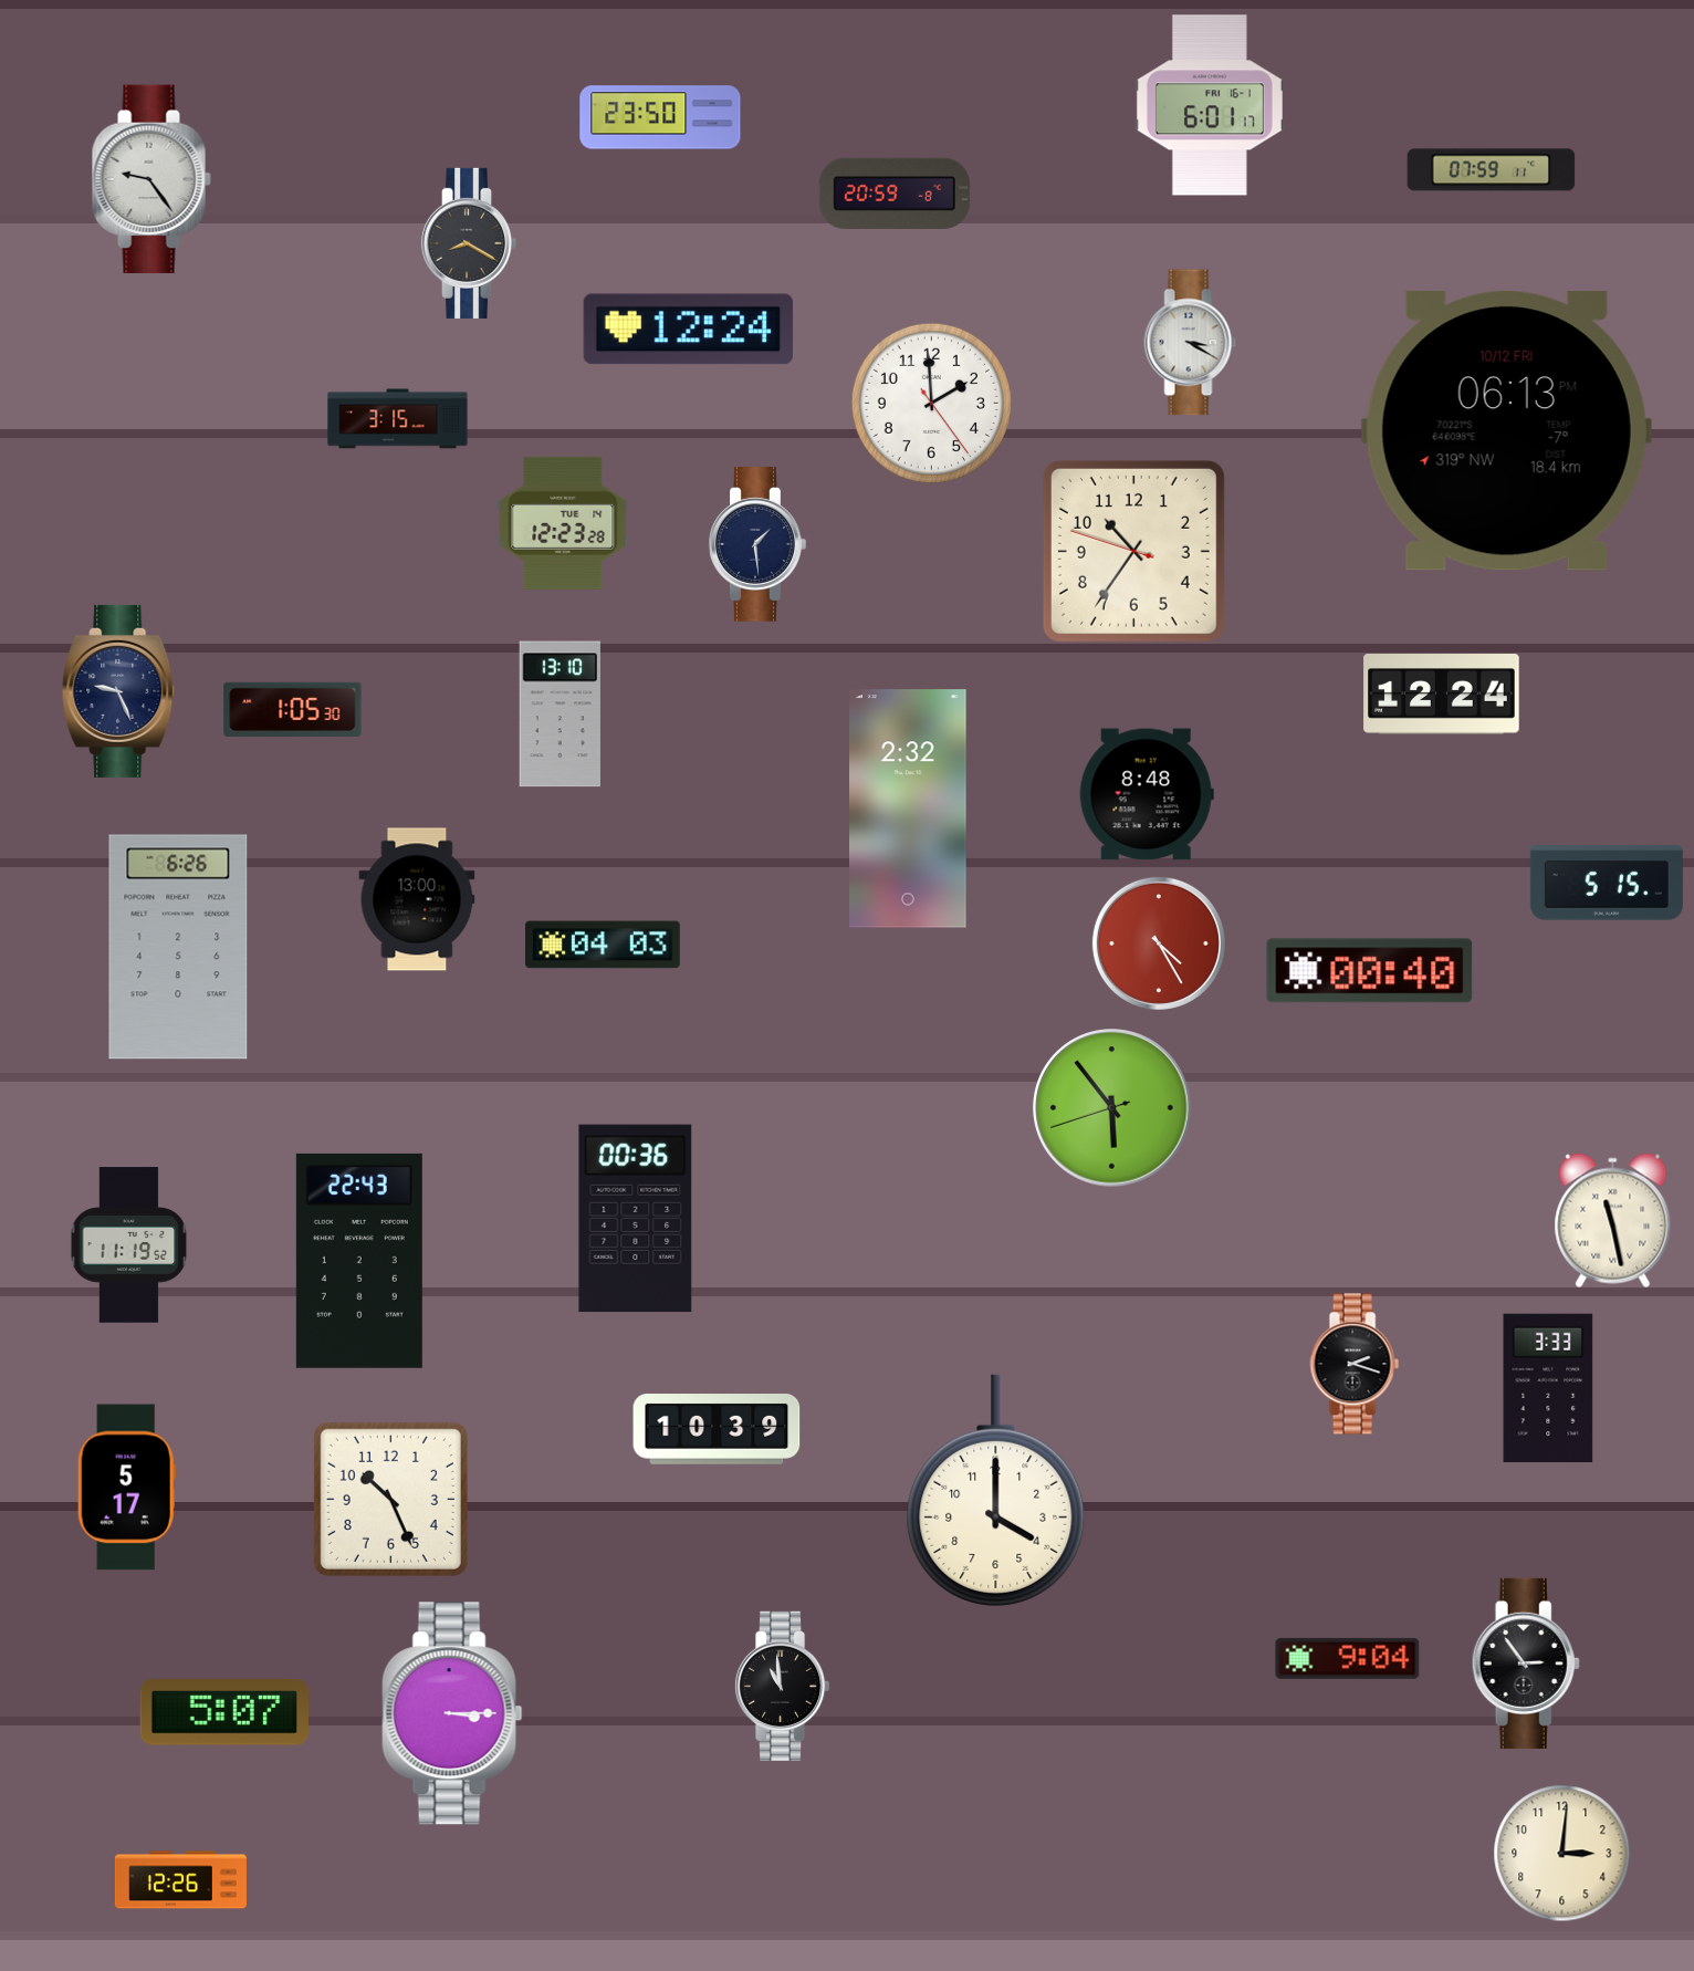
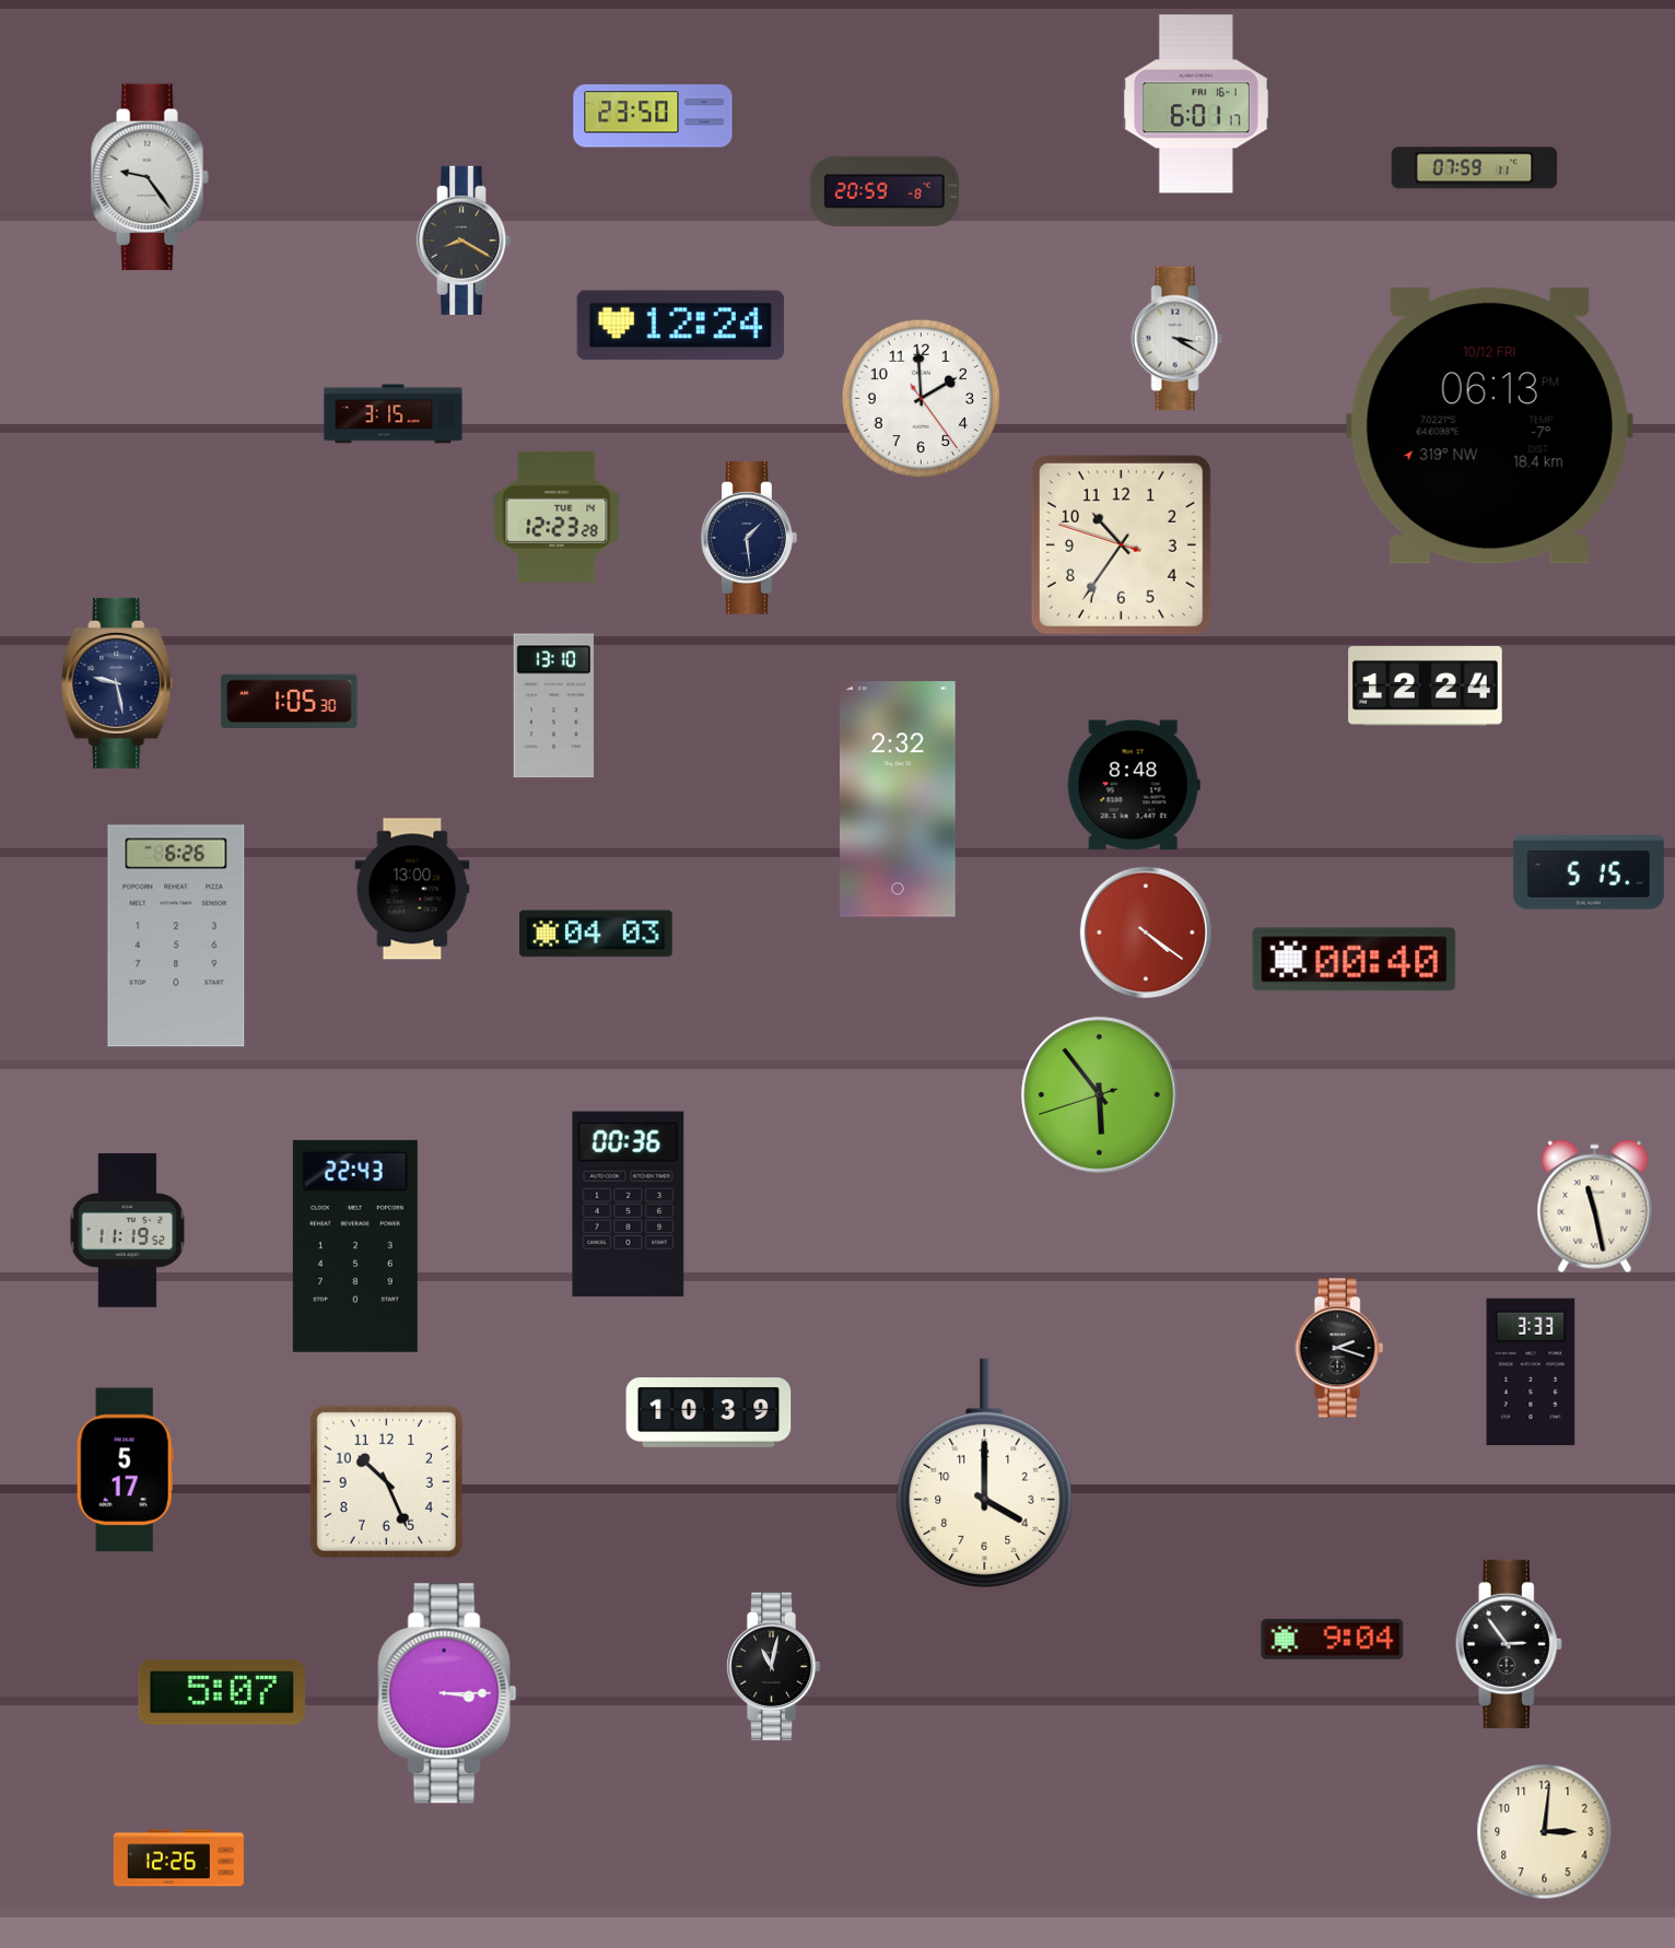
clock at (119, 691): 9:26 -> 9:28
clock at (1159, 943): 4:25 -> 4:21
clock at (782, 1686): 10:59 -> 11:02
